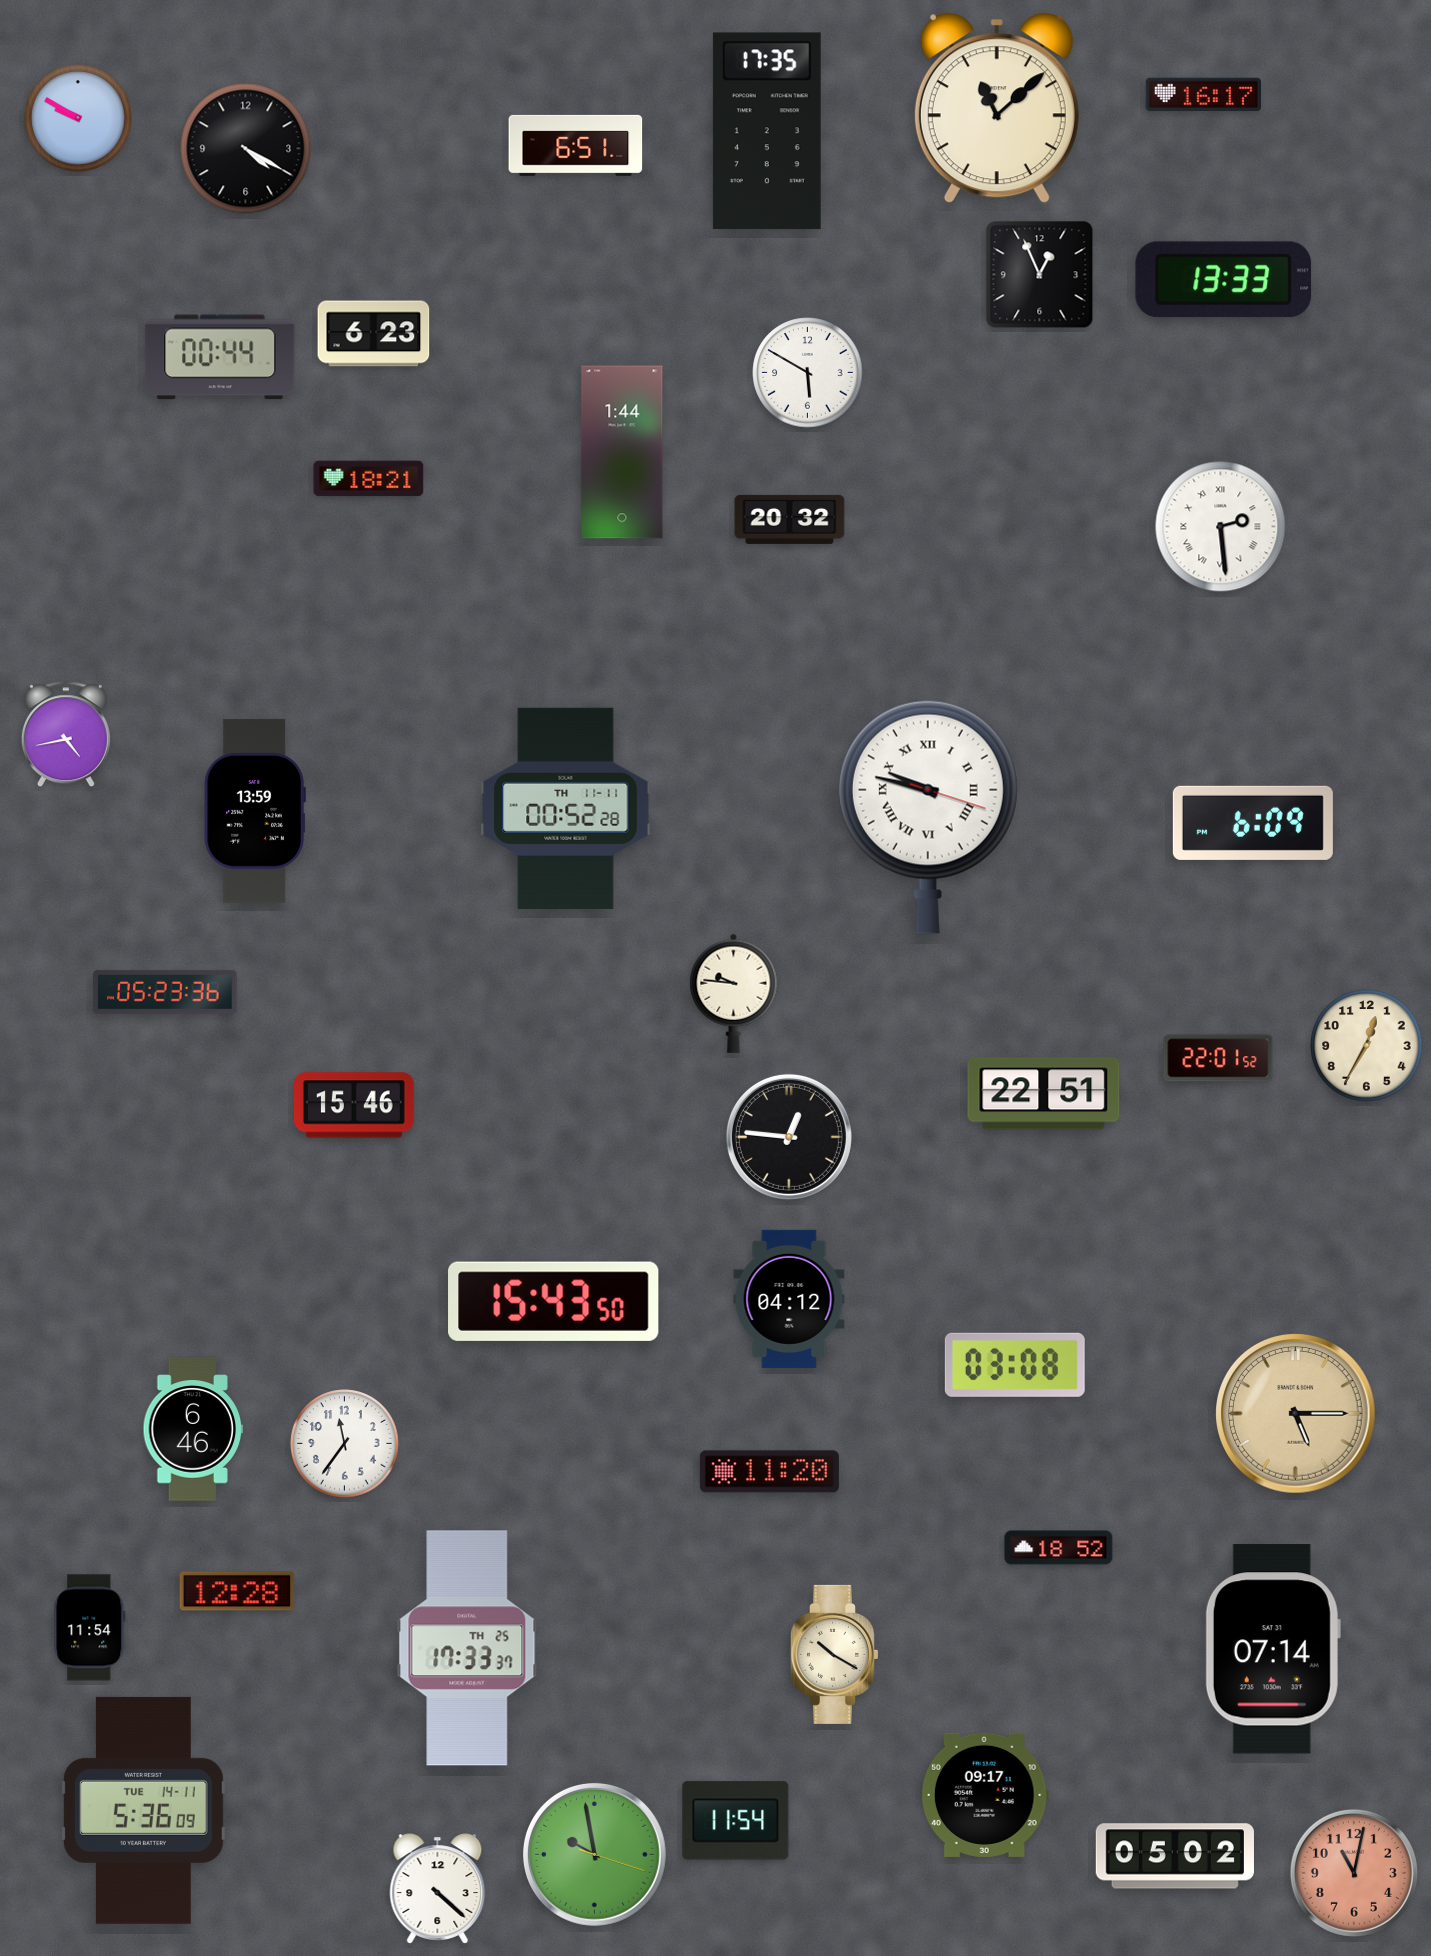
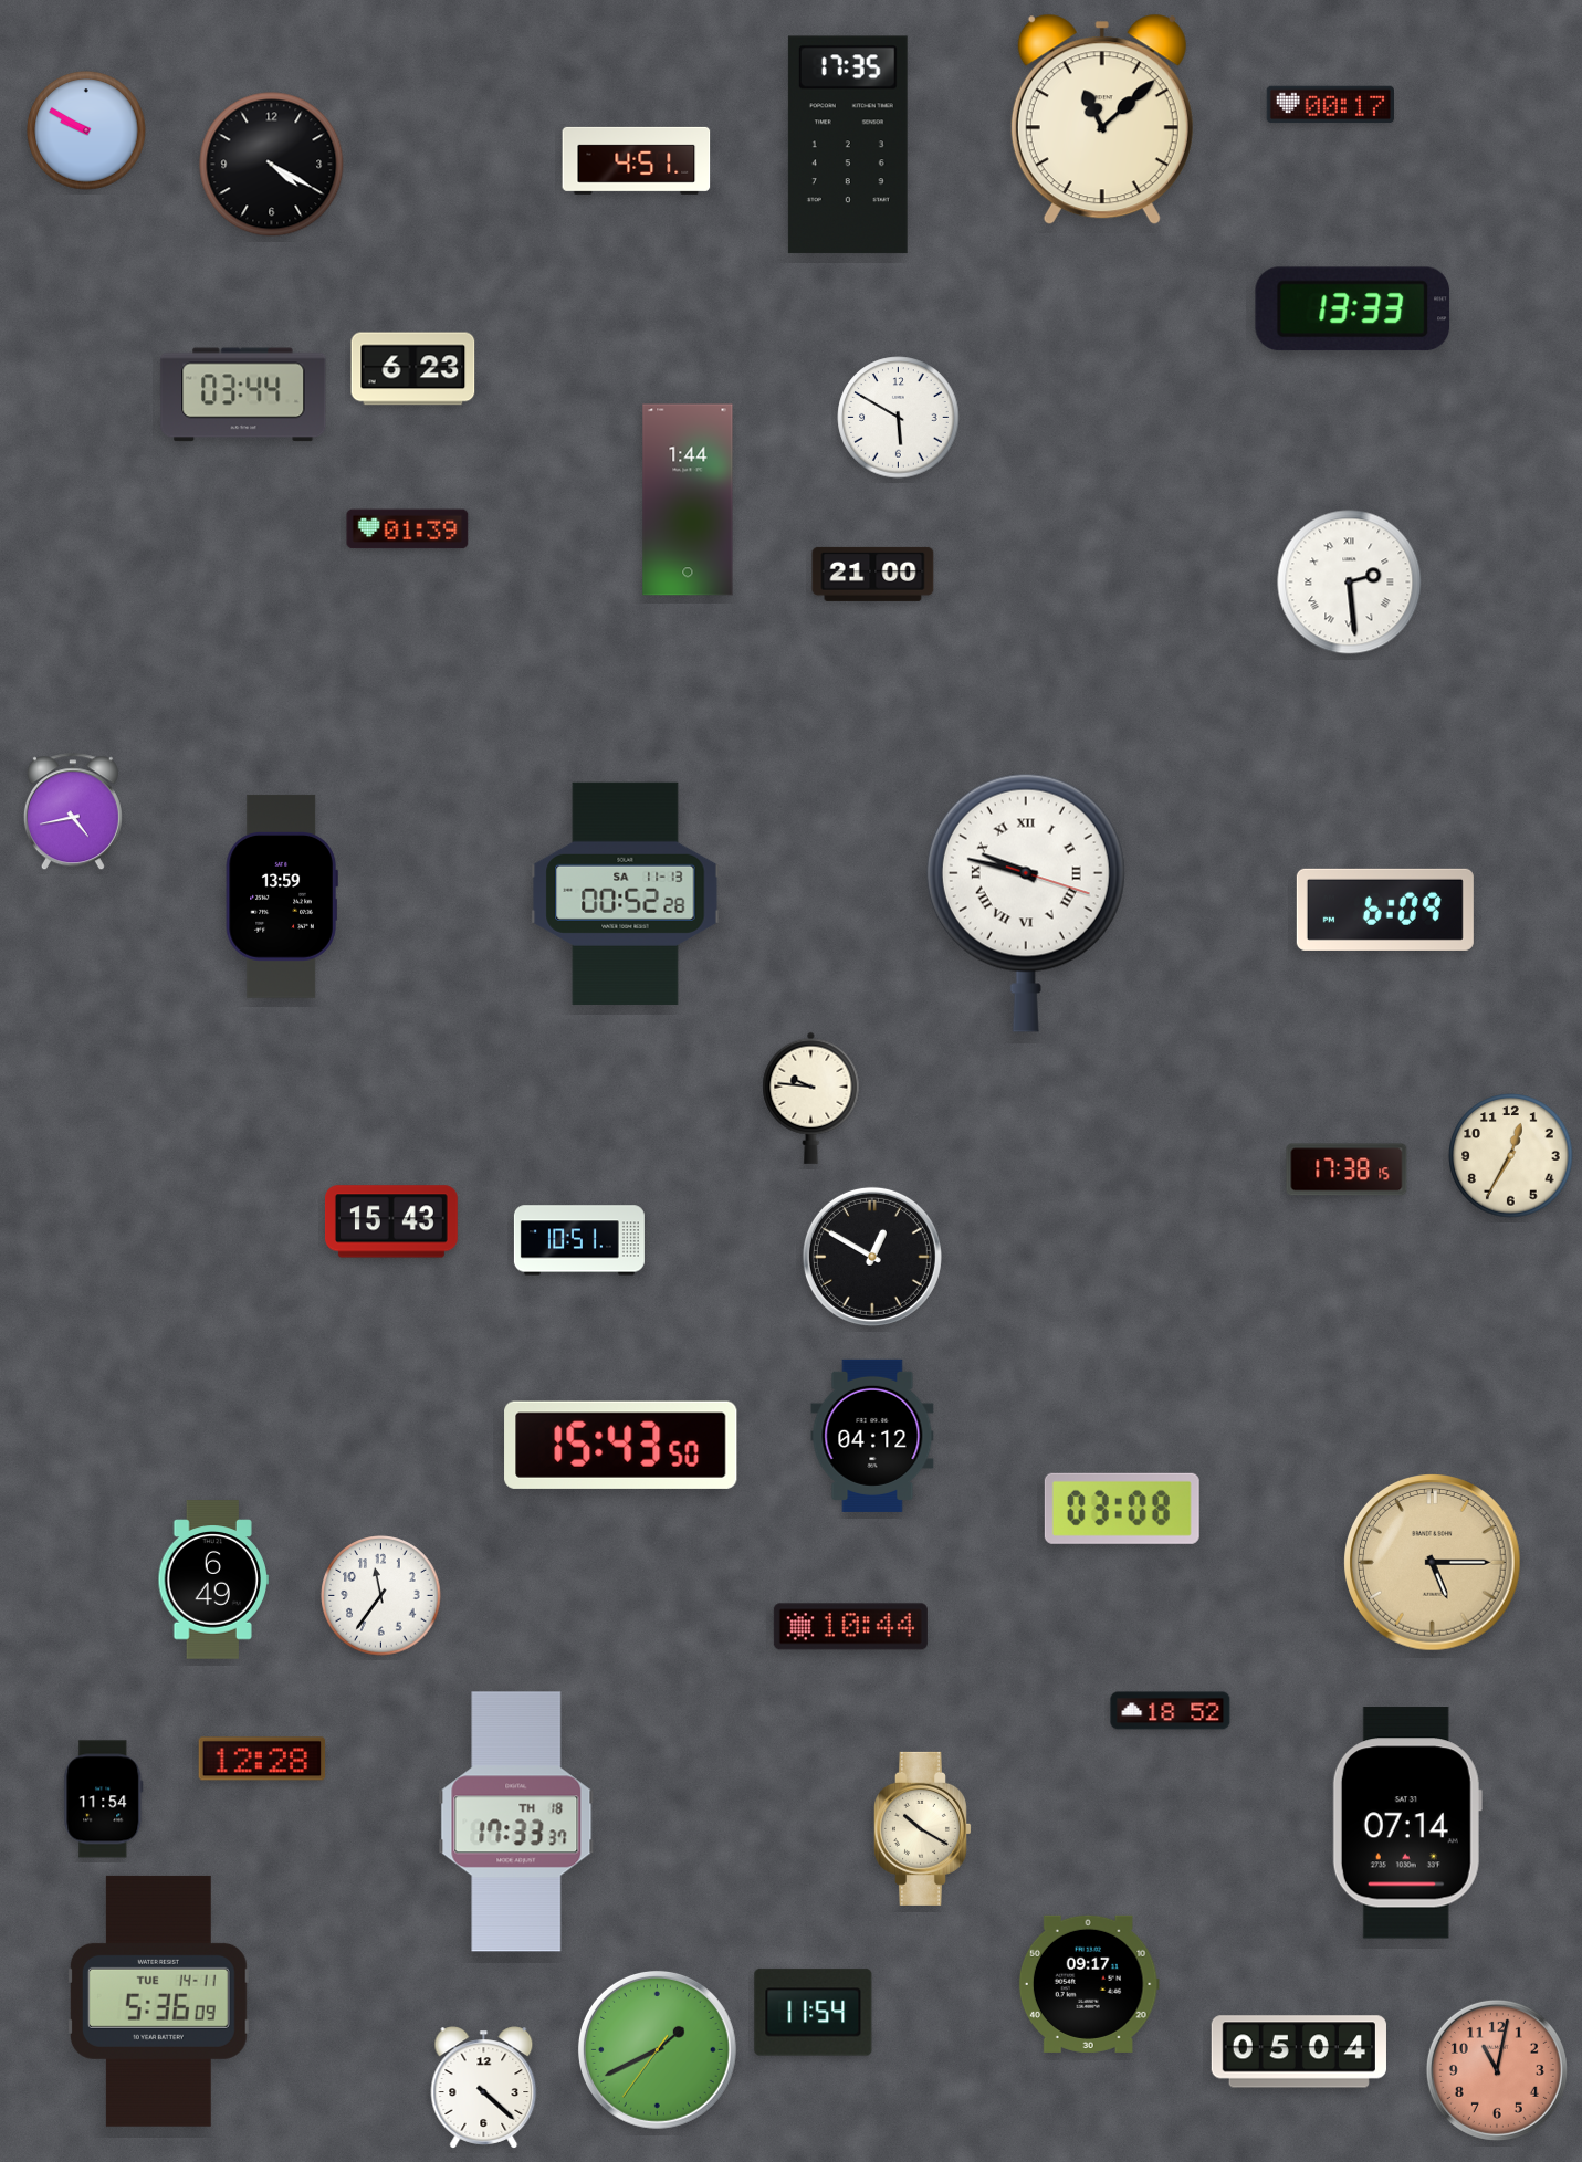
clock at (1203, 95): 16:17 -> 00:17
clock at (576, 145): 6:51 -> 4:51
clock at (1040, 275): 12:56 -> none
clock at (220, 357): 00:44 -> 03:44
clock at (808, 373) position: (808, 373) -> (899, 418)
clock at (369, 479): 18:21 -> 01:39
clock at (790, 519): 20:32 -> 21:00
clock at (566, 808) date: TH 11-11 -> SA 11-13
clock at (165, 992): 05:23 -> none
clock at (1218, 1058): 22:01 -> 17:38
clock at (1044, 1094): 22:51 -> none
clock at (354, 1105): 15:46 -> 15:43
clock at (579, 1240): none -> 10:51
clock at (789, 1137): 12:46 -> 12:50
clock at (554, 1301) position: (554, 1301) -> (621, 1445)
clock at (192, 1429): 6:46 -> 6:49
clock at (769, 1472): 11:20 -> 10:44
clock at (90, 1628) position: (90, 1628) -> (104, 1799)
clock at (467, 1648) date: TH 25 -> TH 18
clock at (594, 1854): 9:58 -> 1:40
clock at (1175, 1856): 05:02 -> 05:04
